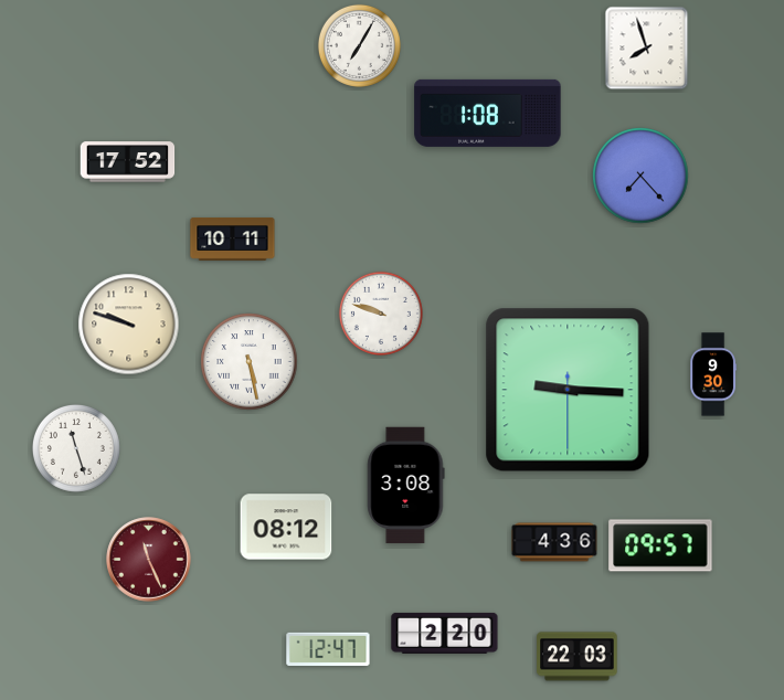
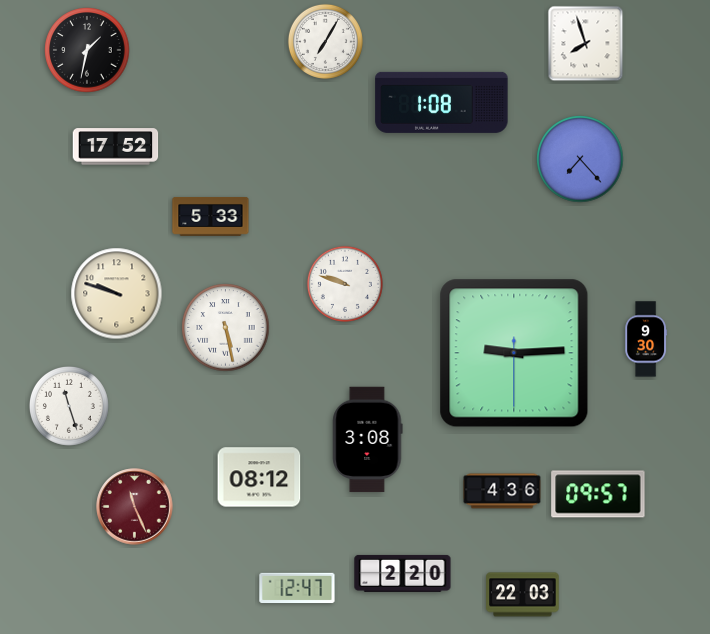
clock at (87, 50): none -> 1:32
clock at (233, 240): 10:11 -> 5:33
clock at (568, 390): 9:15 -> 9:14
